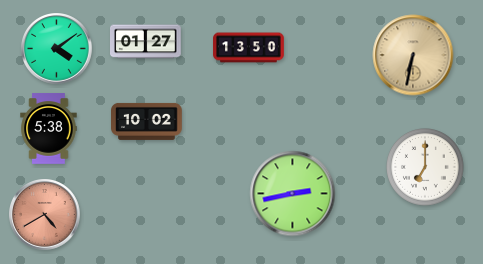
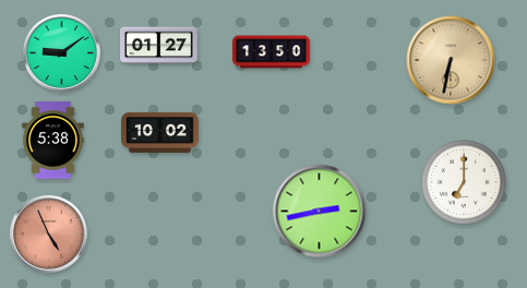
clock at (57, 49): 4:09 -> 9:09
clock at (45, 215): 4:40 -> 4:56
